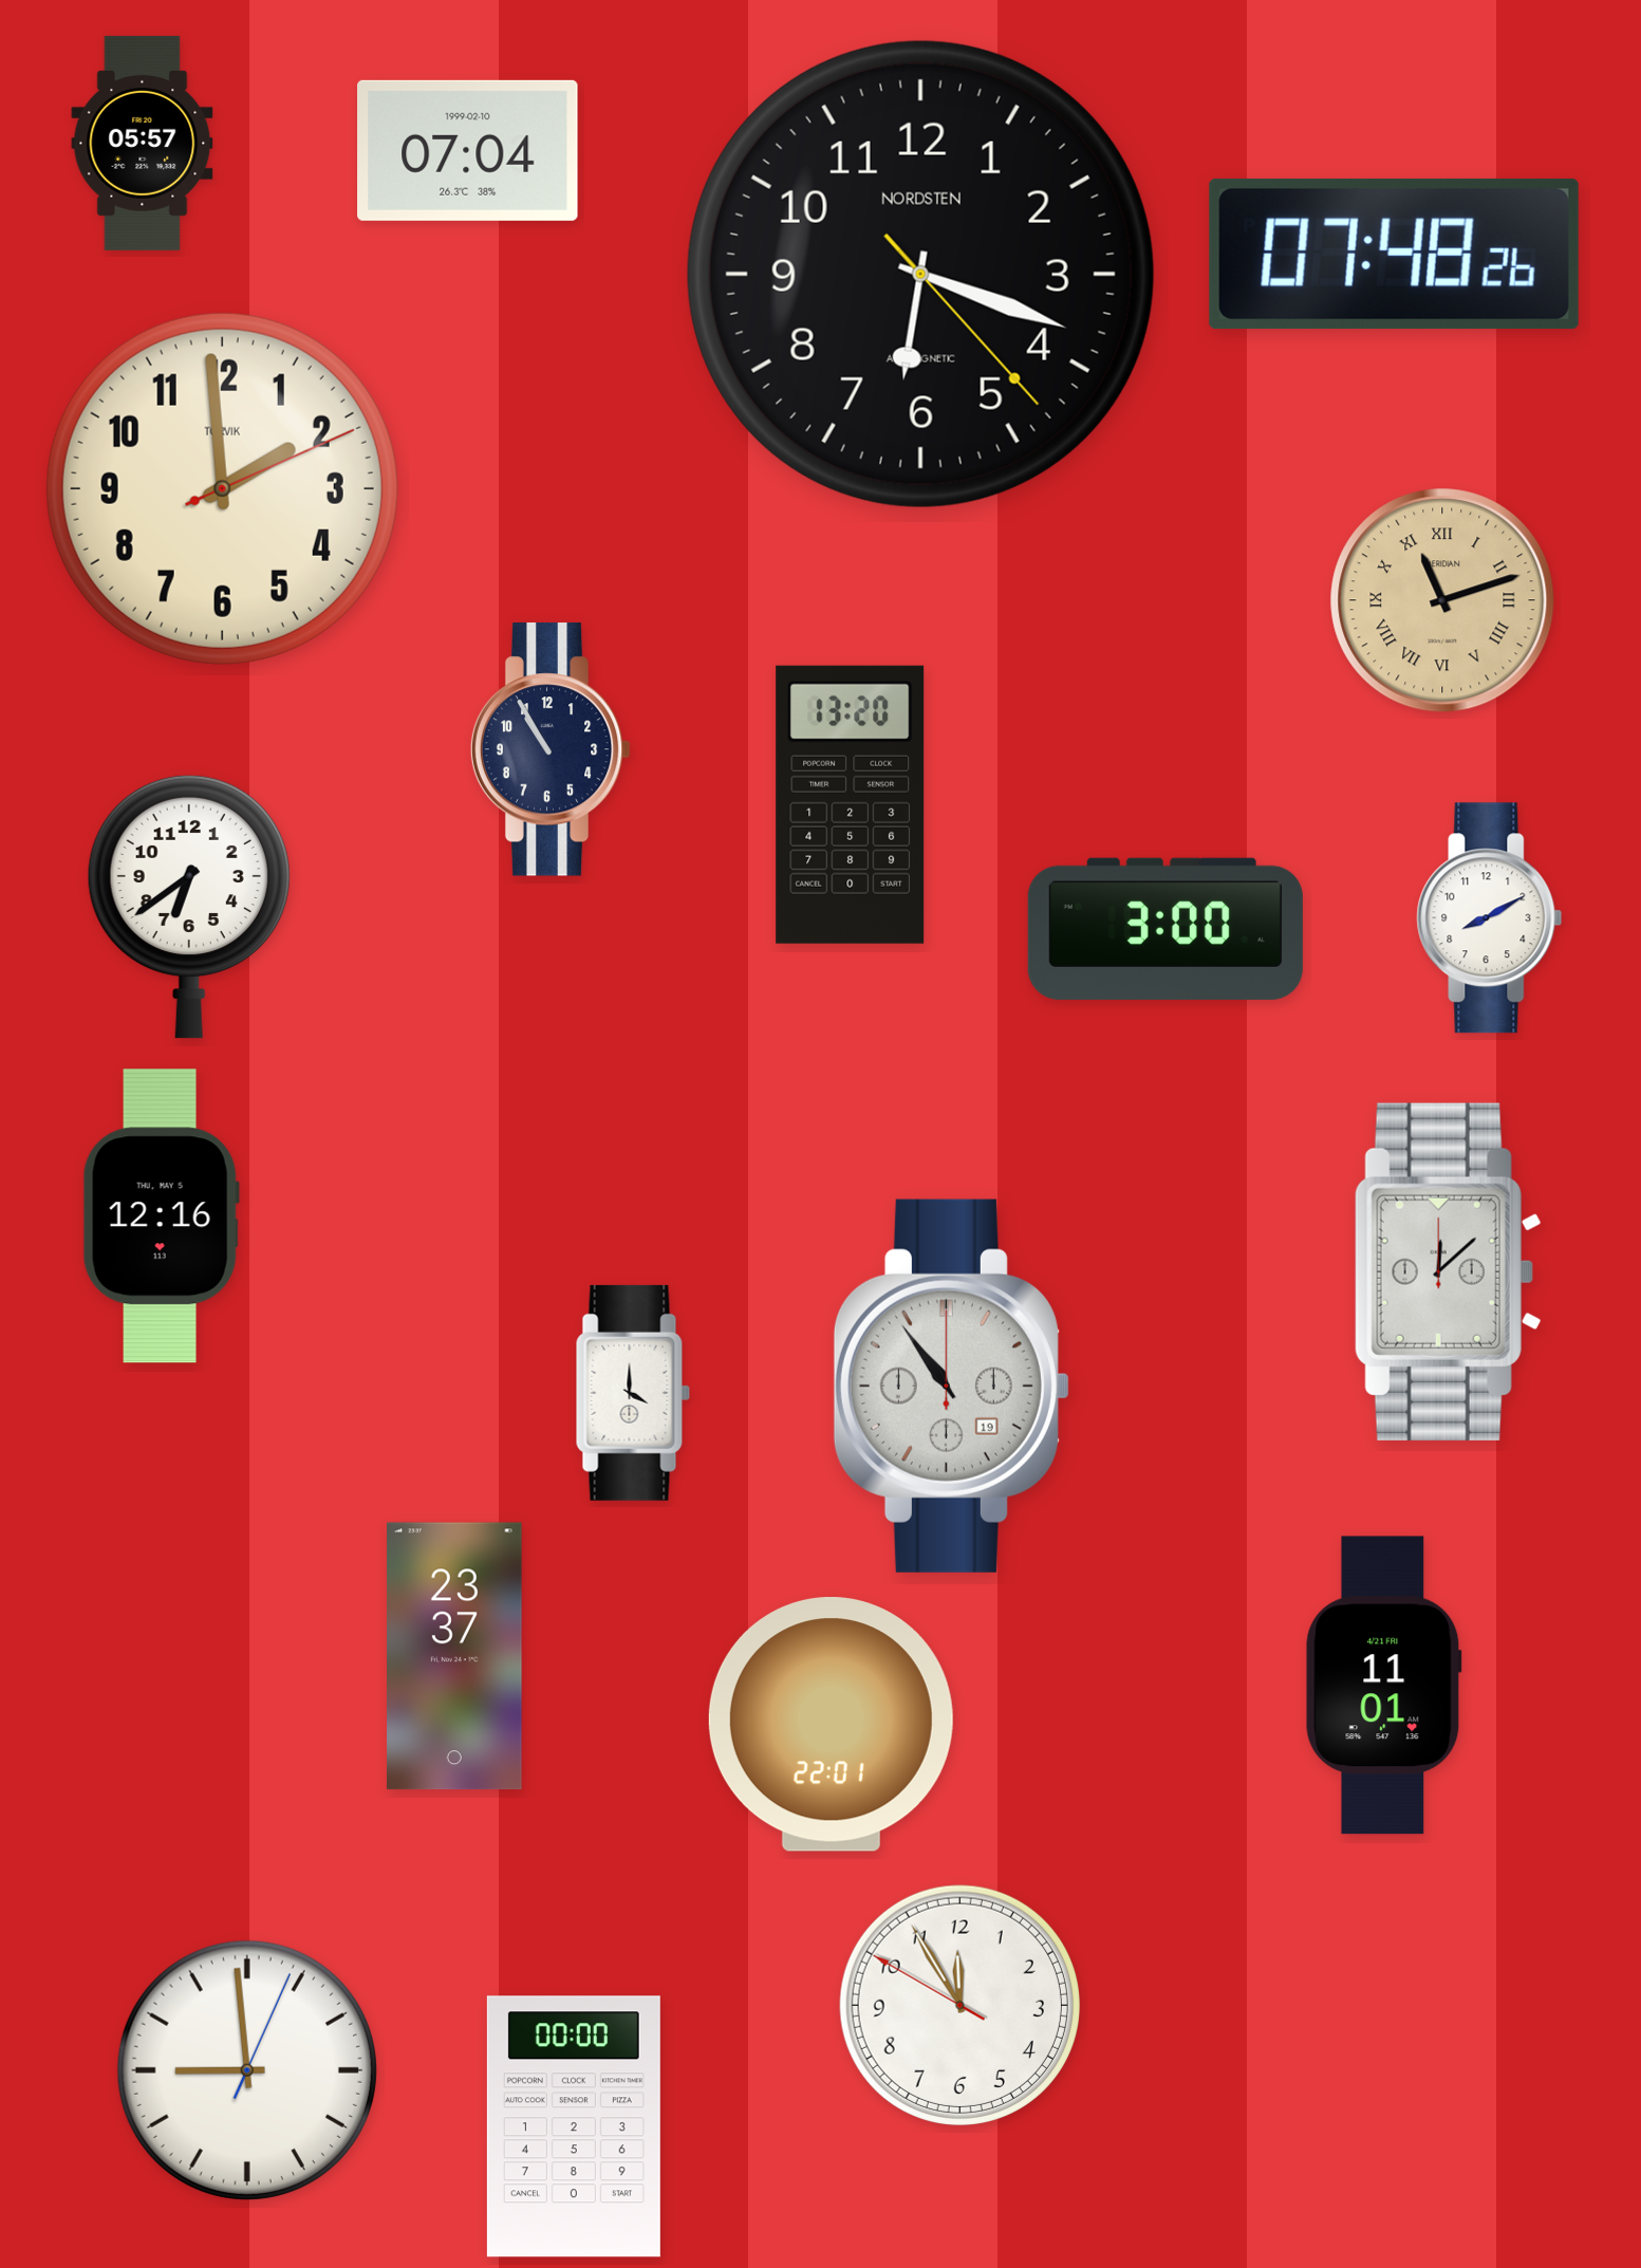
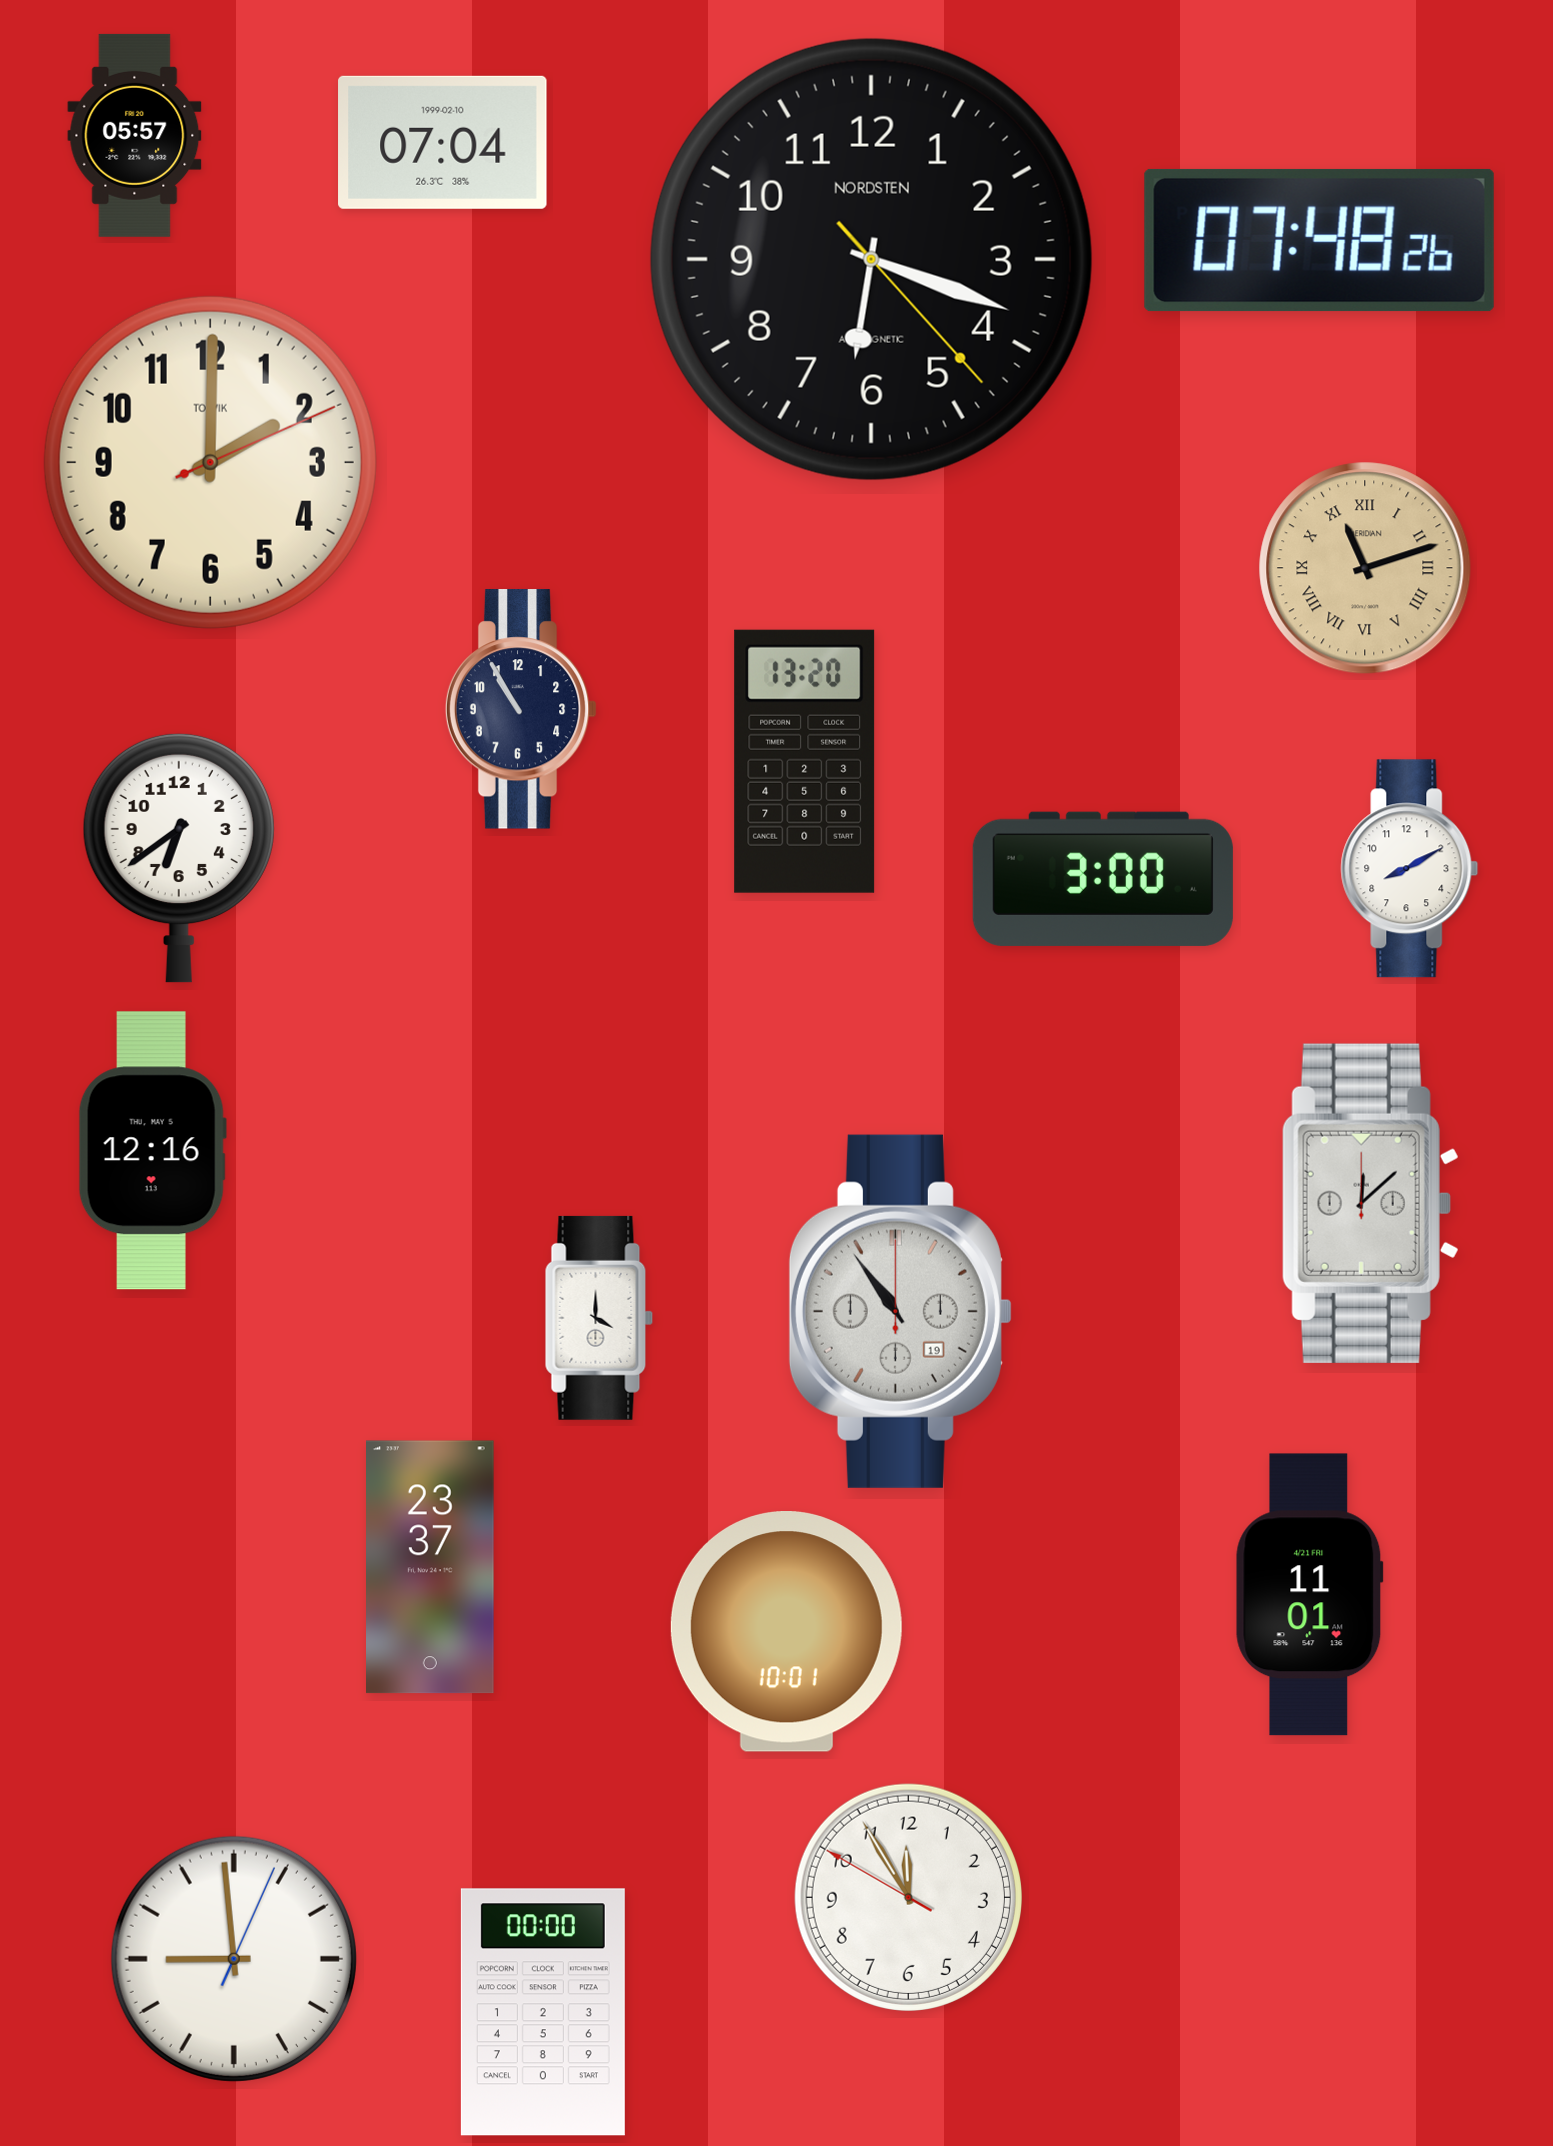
clock at (222, 488): 1:59 -> 2:00
clock at (831, 1725): 22:01 -> 10:01
